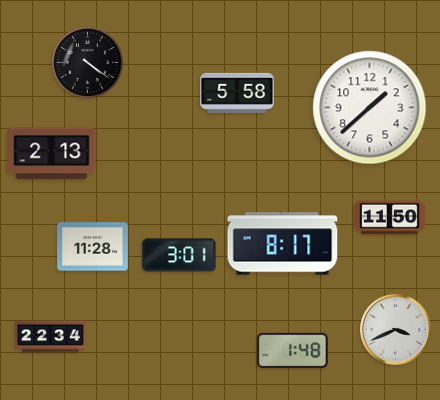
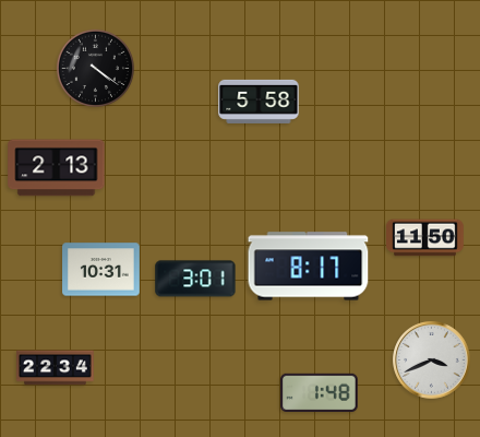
clock at (370, 108): 1:38 -> none
clock at (93, 247): 11:28 -> 10:31
clock at (293, 350) position: (293, 350) -> (320, 392)
